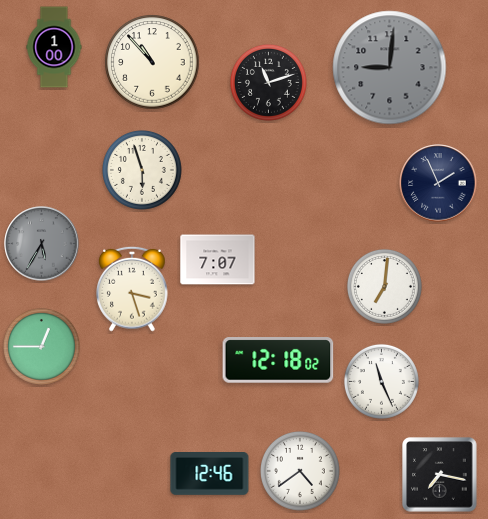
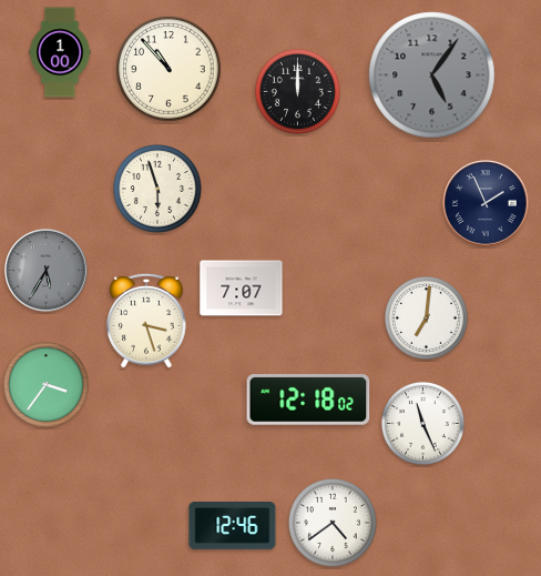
clock at (390, 68): 9:01 -> 5:06
clock at (268, 82): 11:12 -> 12:00
clock at (41, 346): 12:45 -> 3:36
clock at (440, 475): 7:17 -> none
